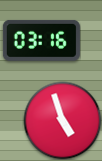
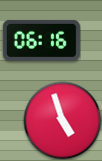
clock at (41, 40): 03:16 -> 06:16
